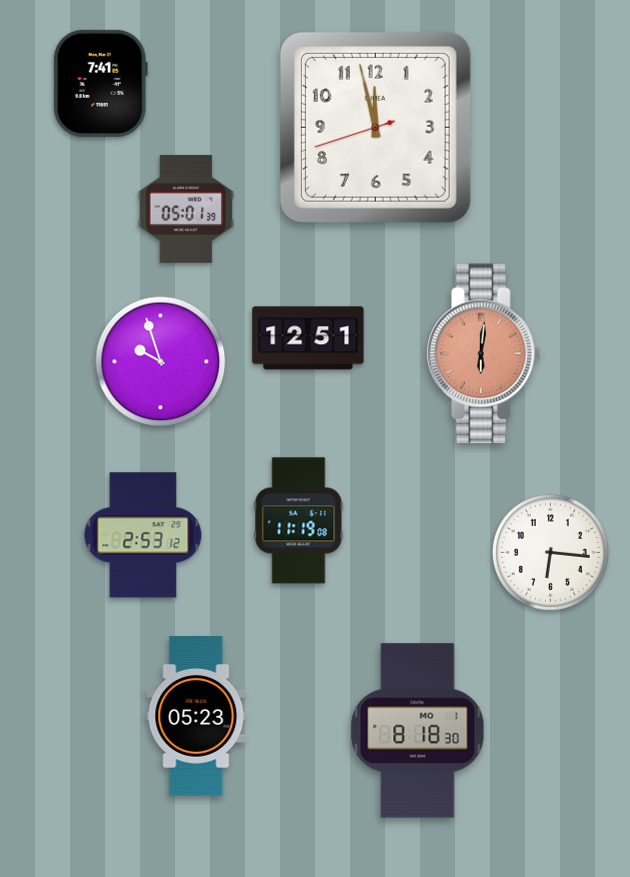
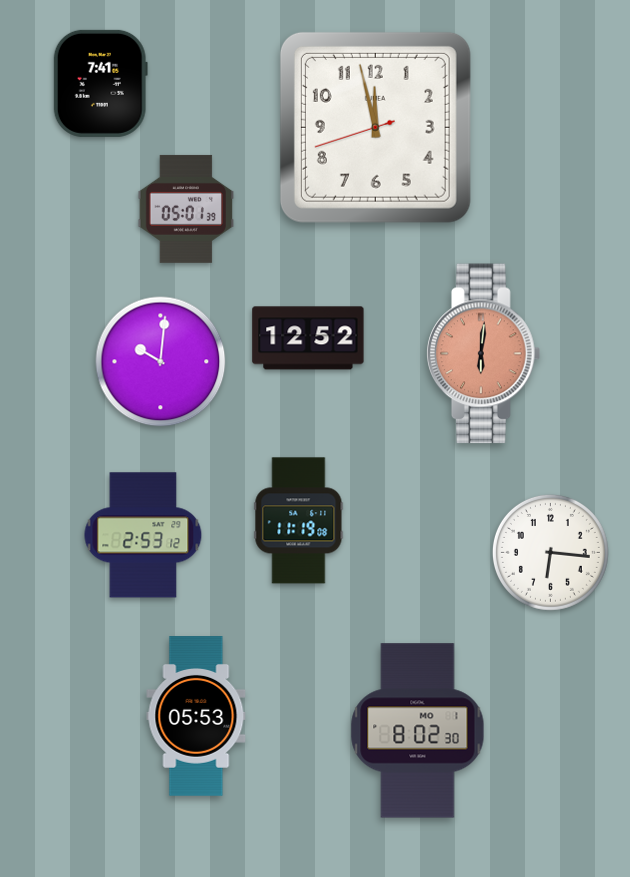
clock at (308, 338): 12:51 -> 12:52
clock at (161, 362): 9:57 -> 10:01
clock at (196, 716): 05:23 -> 05:53
clock at (418, 731): 8:18 -> 8:02
